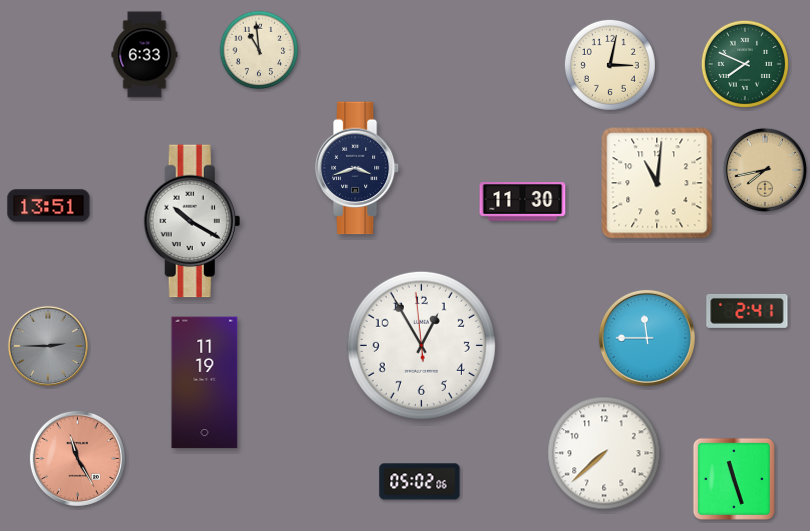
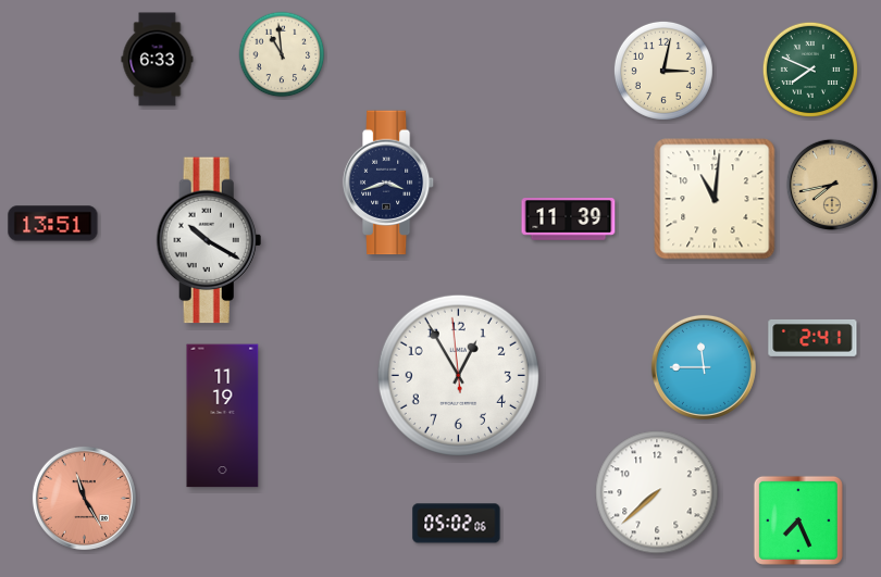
clock at (523, 202): 11:30 -> 11:39
clock at (47, 345): 2:45 -> none
clock at (734, 479): 11:27 -> 7:26
